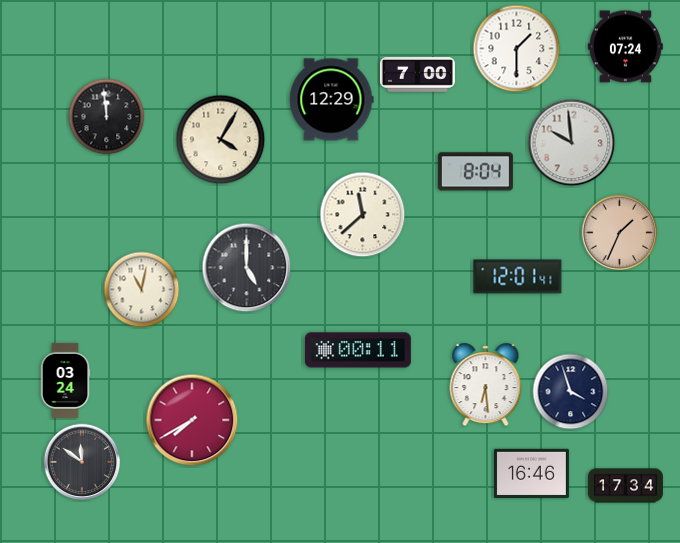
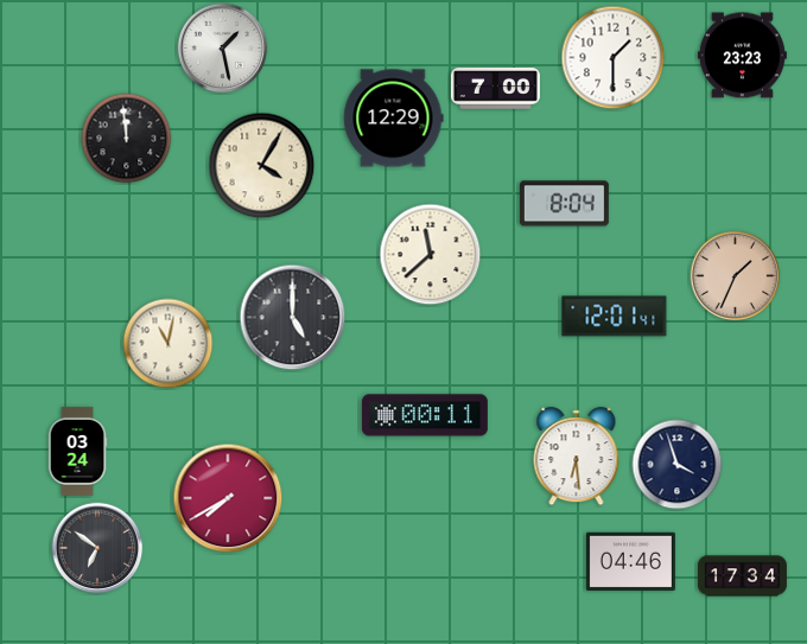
clock at (223, 49): none -> 1:28
clock at (625, 47): 07:24 -> 23:23
clock at (572, 143): 9:59 -> none
clock at (518, 277) position: (518, 277) -> (615, 317)
clock at (82, 462): 11:51 -> 6:51
clock at (531, 473): 16:46 -> 04:46
